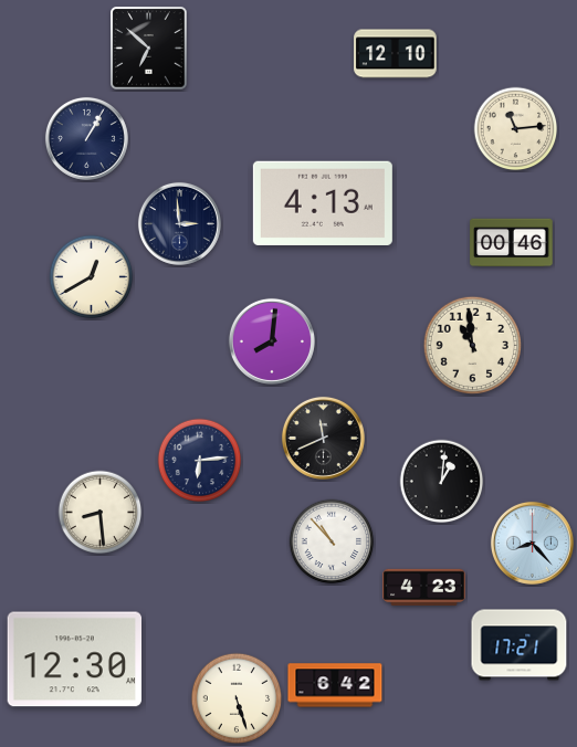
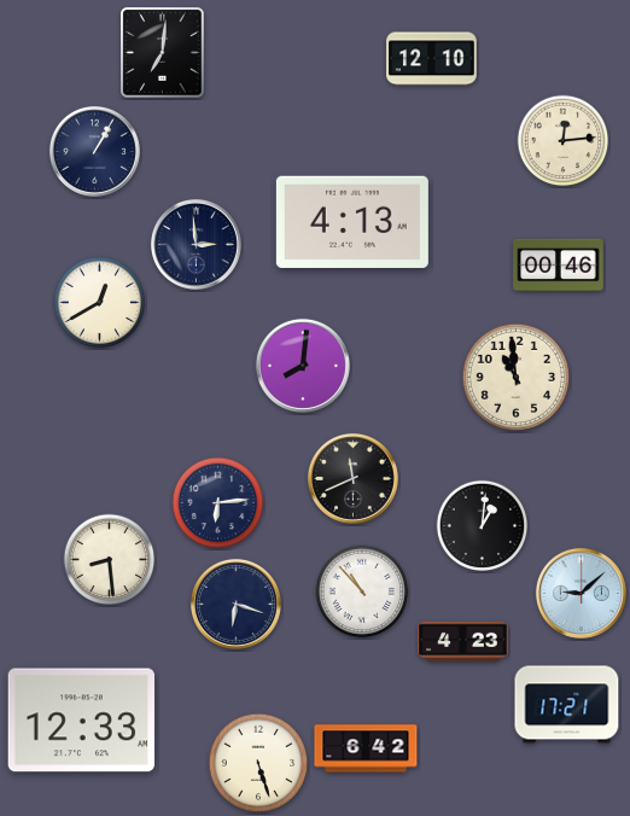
clock at (149, 49): 6:52 -> 7:01
clock at (516, 129): 11:14 -> 12:14
clock at (272, 341) position: (272, 341) -> (303, 366)
clock at (532, 543): 8:23 -> 9:08
clock at (235, 604): none -> 6:18
clock at (74, 660): 12:30 -> 12:33
